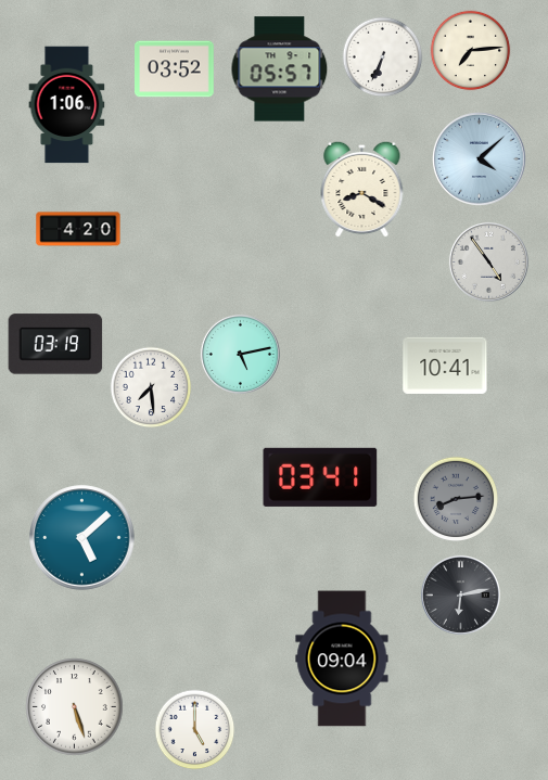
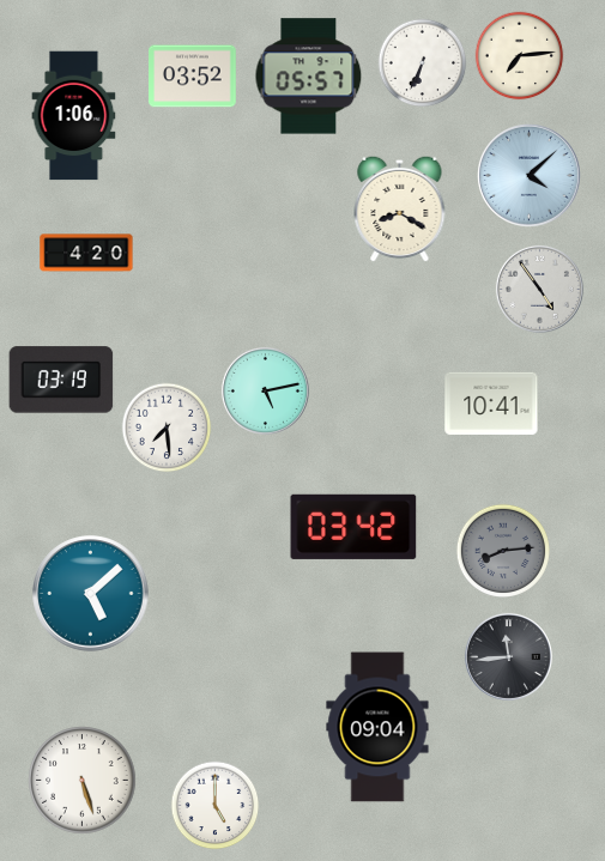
clock at (320, 477): 03:41 -> 03:42
clock at (460, 594): 6:13 -> 11:44
